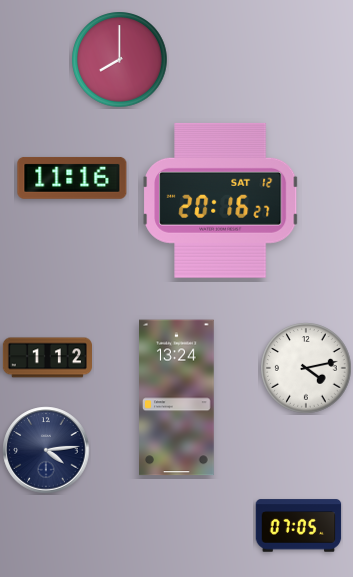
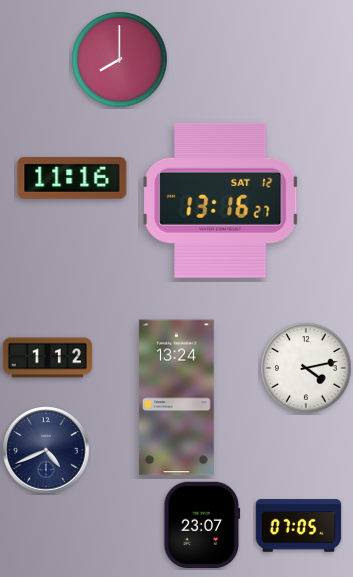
clock at (221, 200): 20:16 -> 13:16
clock at (46, 450): 4:14 -> 4:41
clock at (202, 525): none -> 23:07
